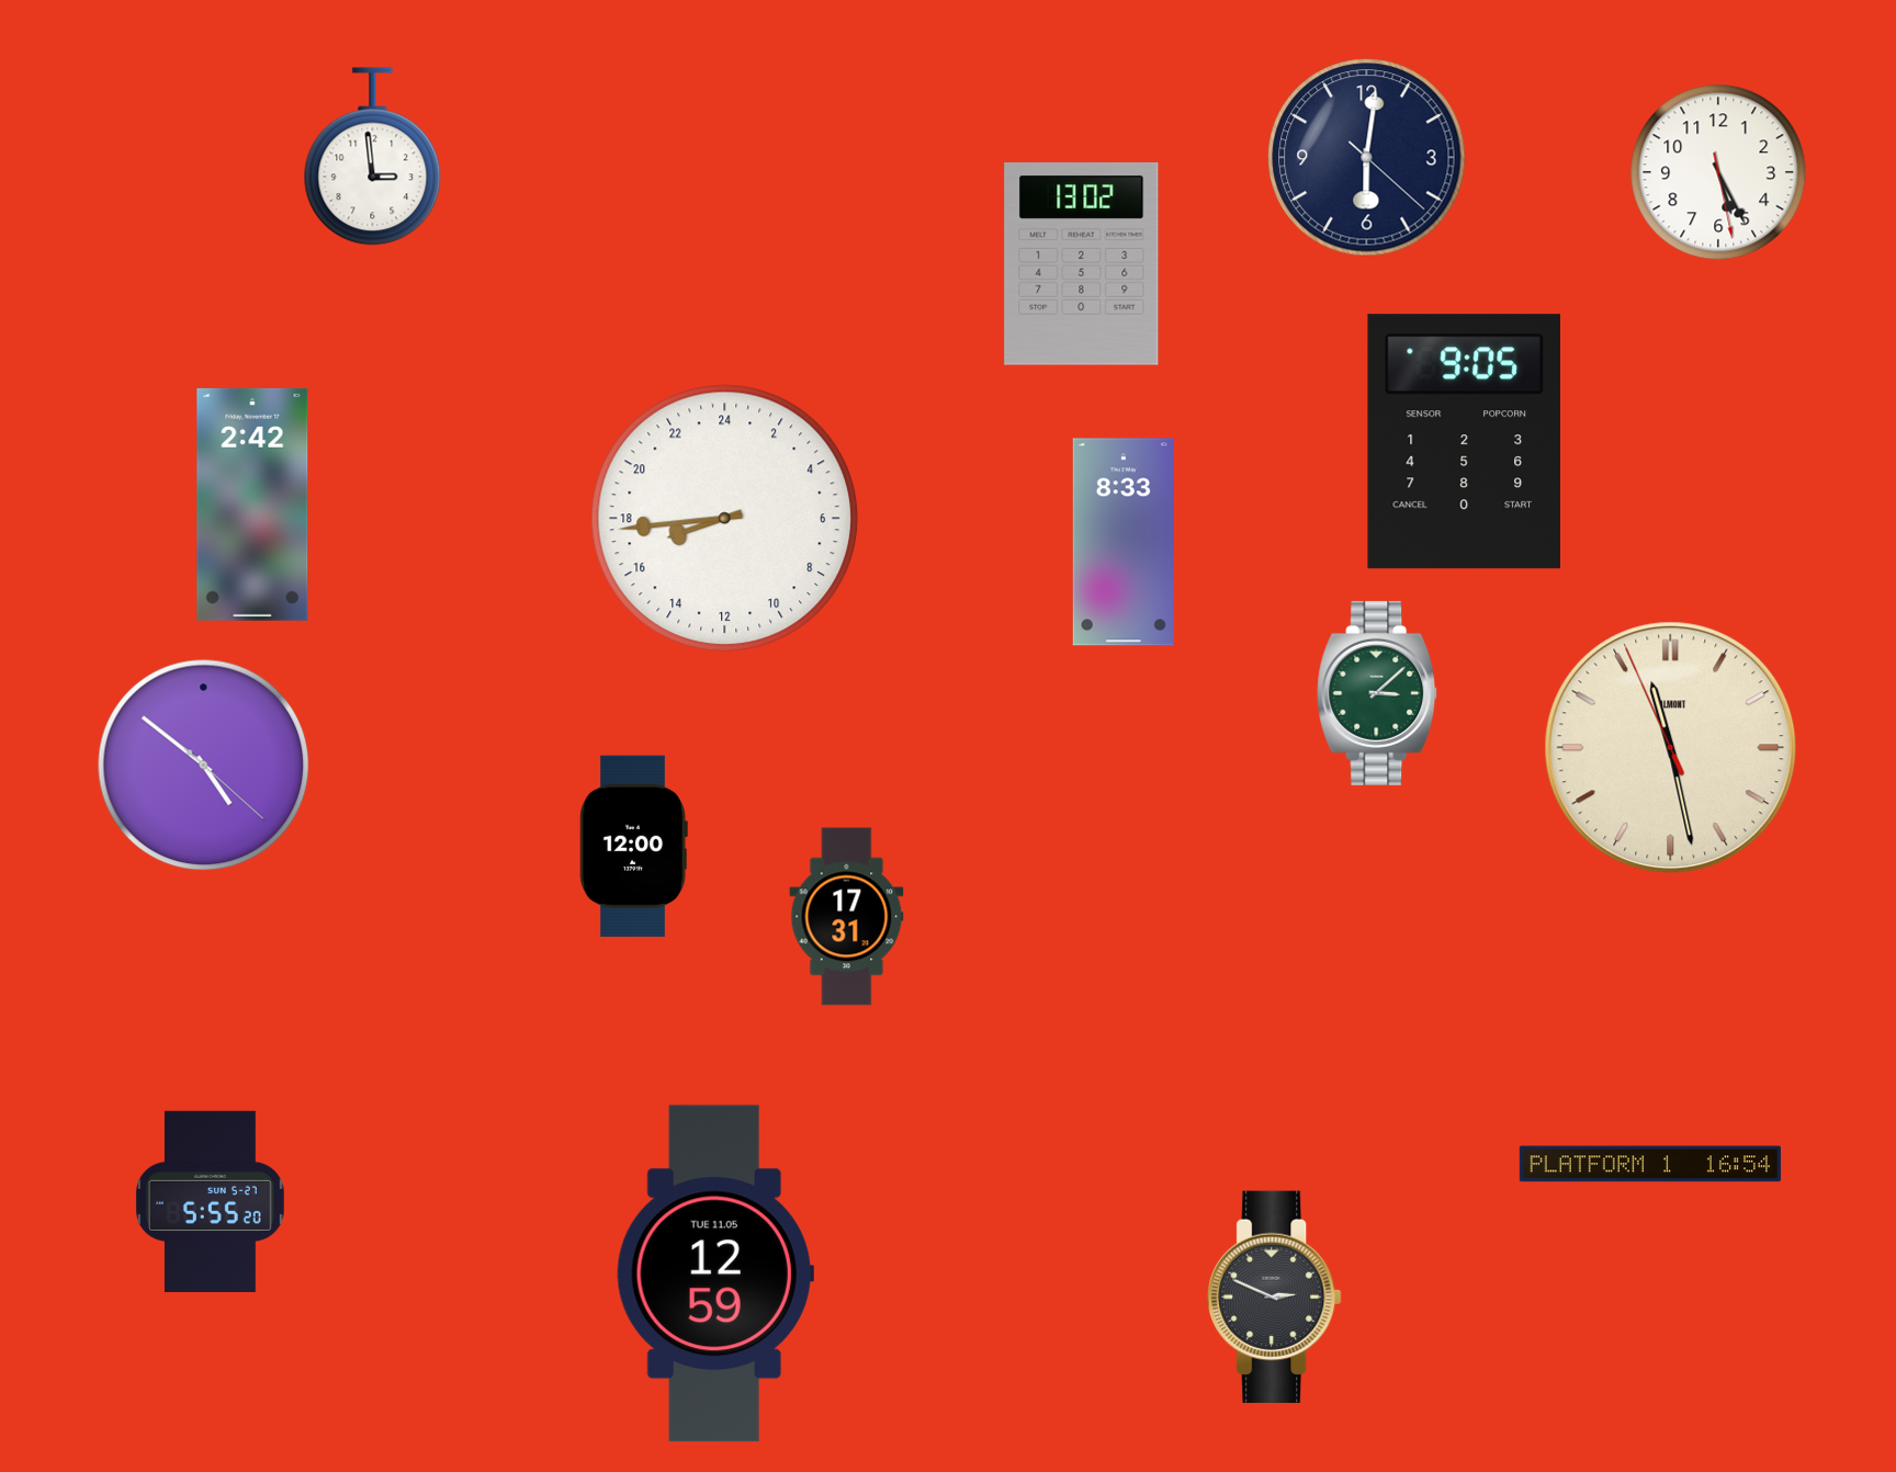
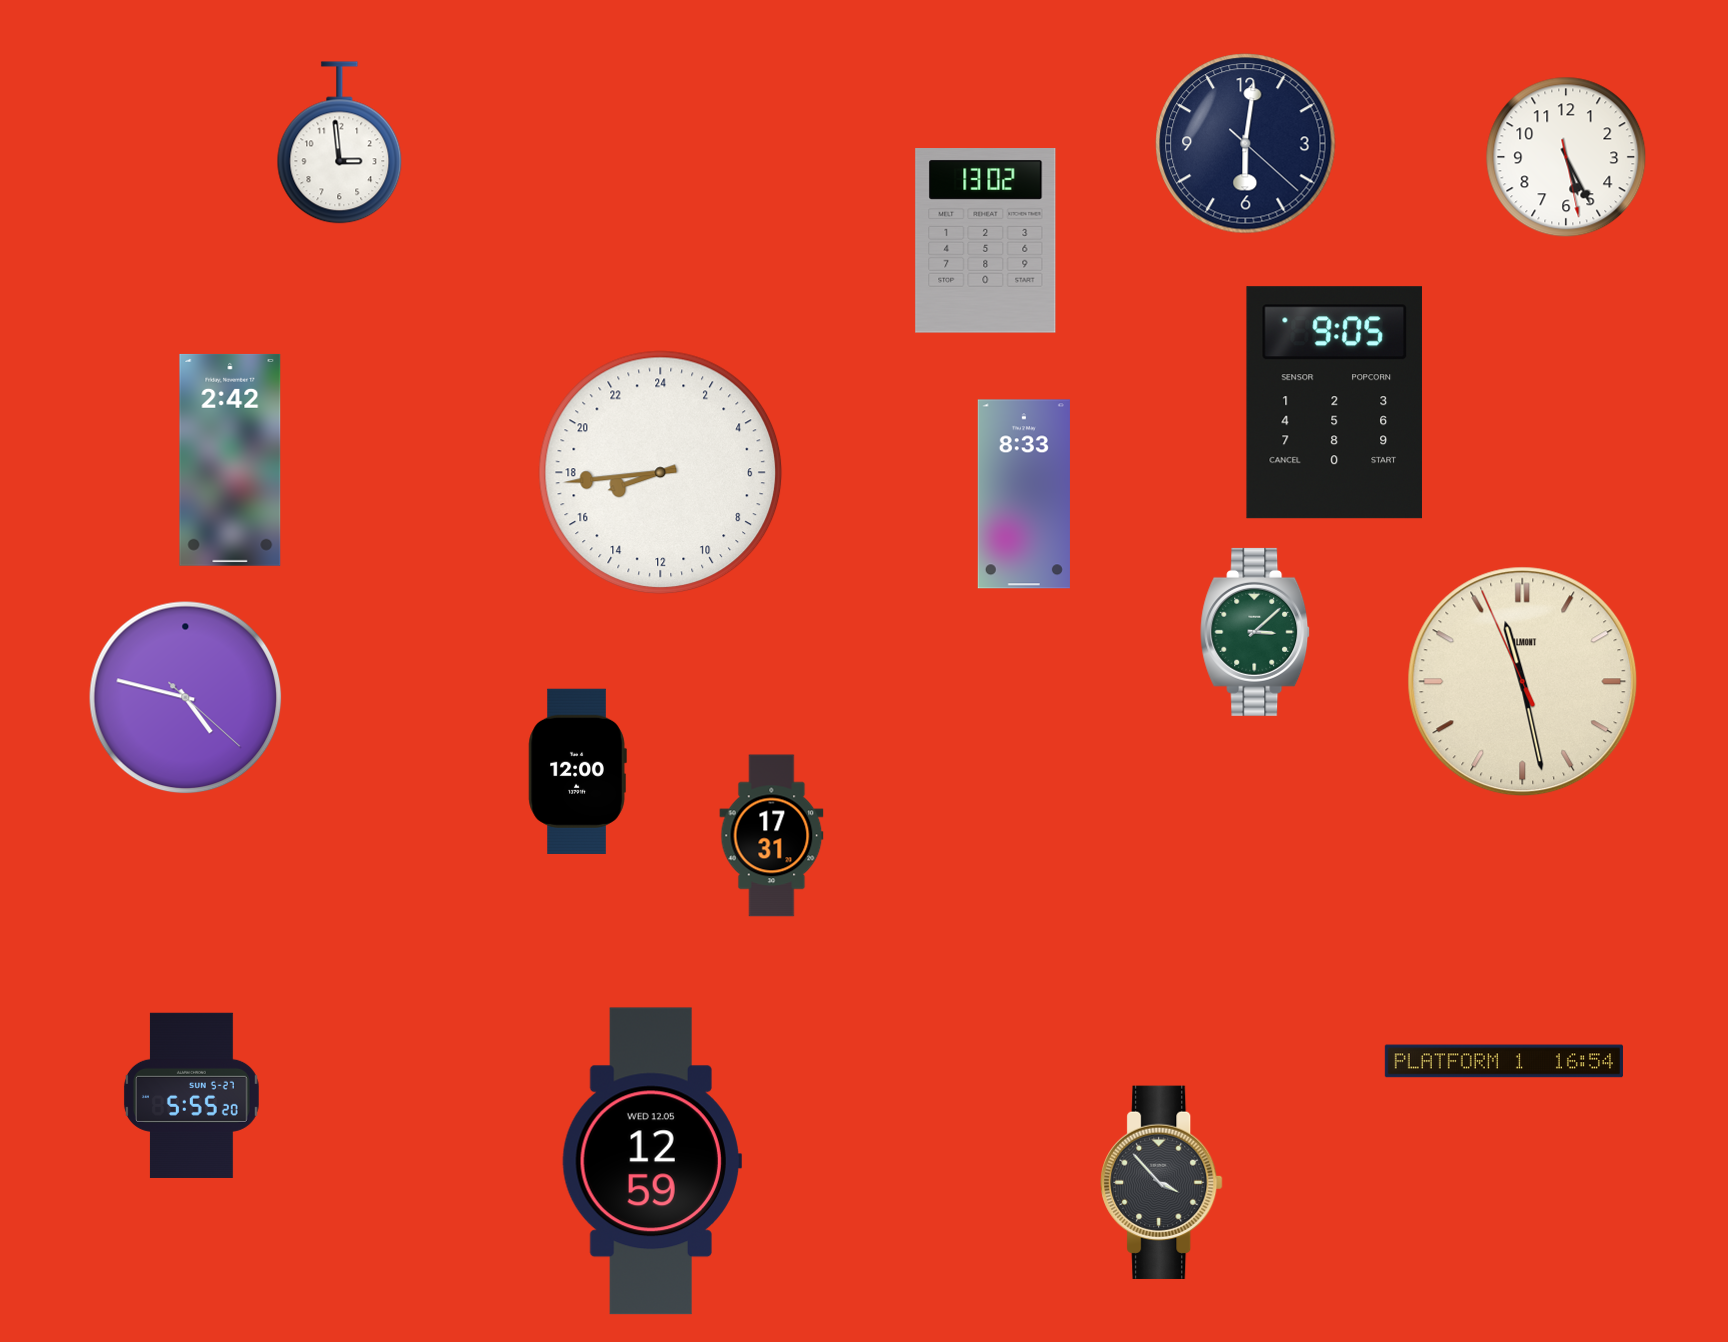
clock at (204, 766): 4:51 -> 4:47
clock at (715, 1273) date: TUE 11.05 -> WED 12.05
clock at (1275, 1297): 2:49 -> 3:53
